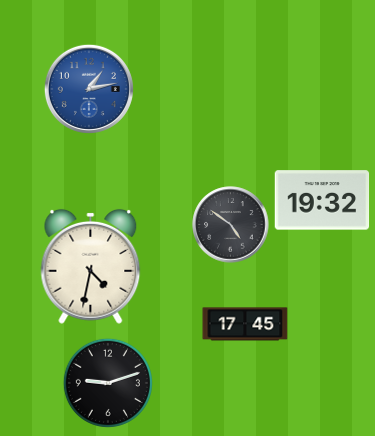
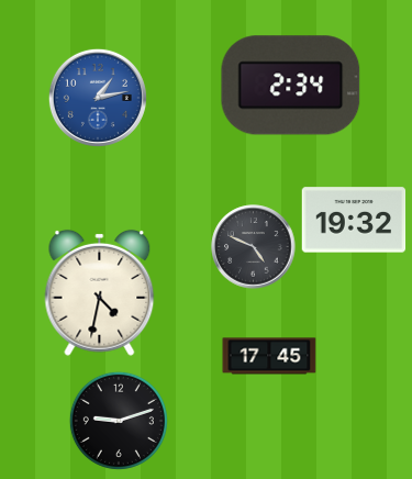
clock at (291, 86): none -> 2:34
clock at (231, 225): 4:51 -> 4:49
